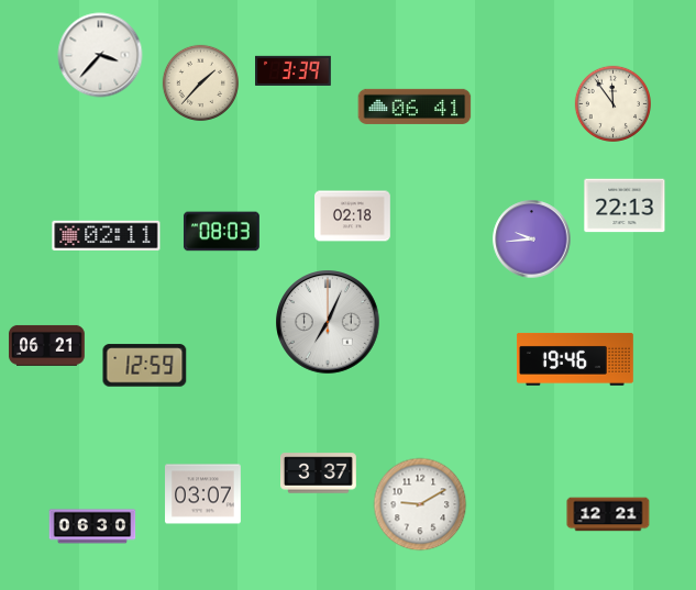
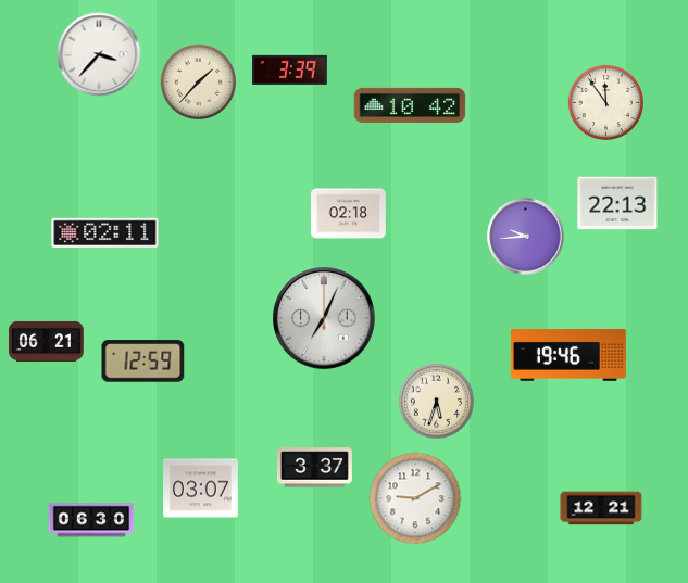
clock at (415, 107): 06:41 -> 10:42
clock at (221, 232): 08:03 -> none
clock at (436, 401): none -> 5:33
